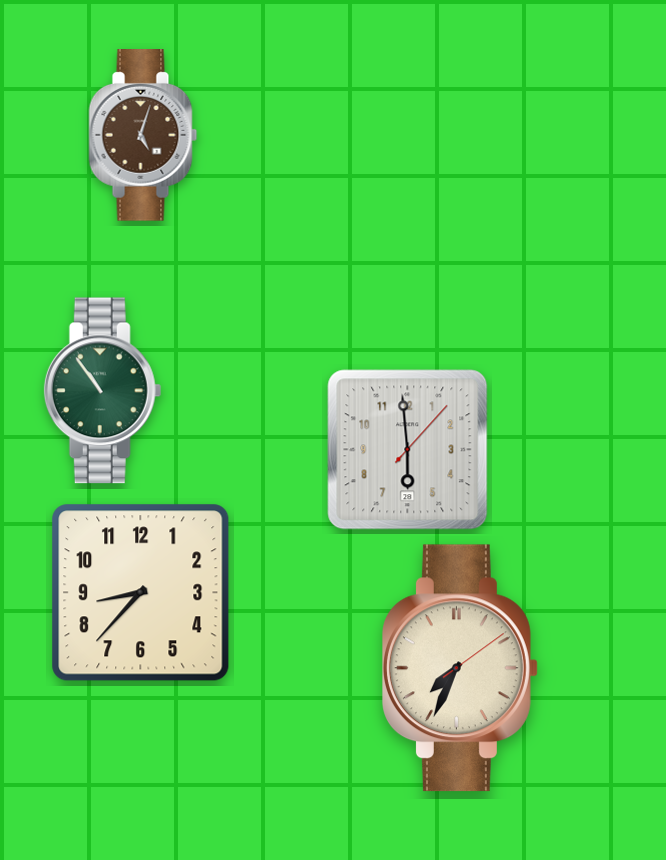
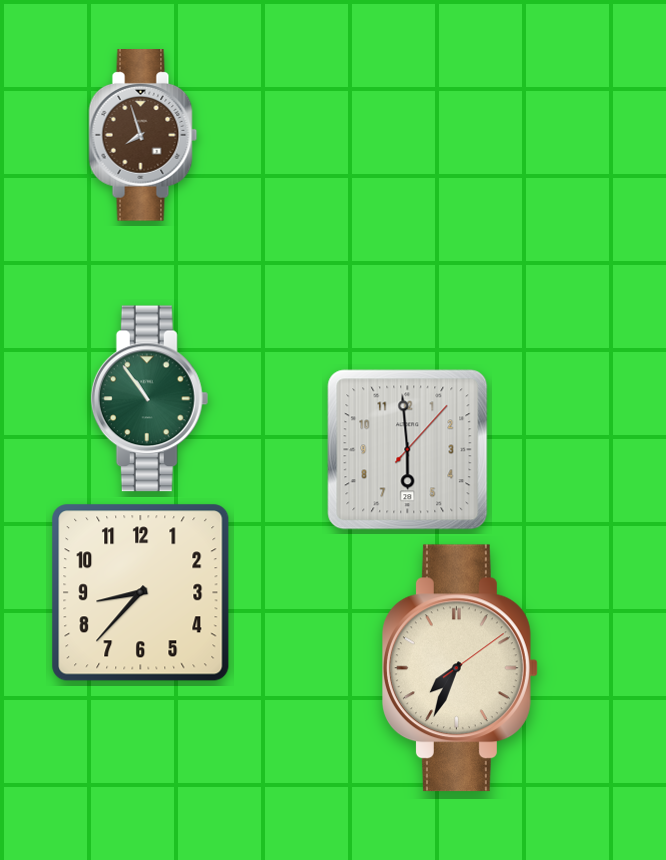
clock at (143, 136): 5:03 -> 7:57
clock at (103, 391) position: (103, 391) -> (150, 399)
